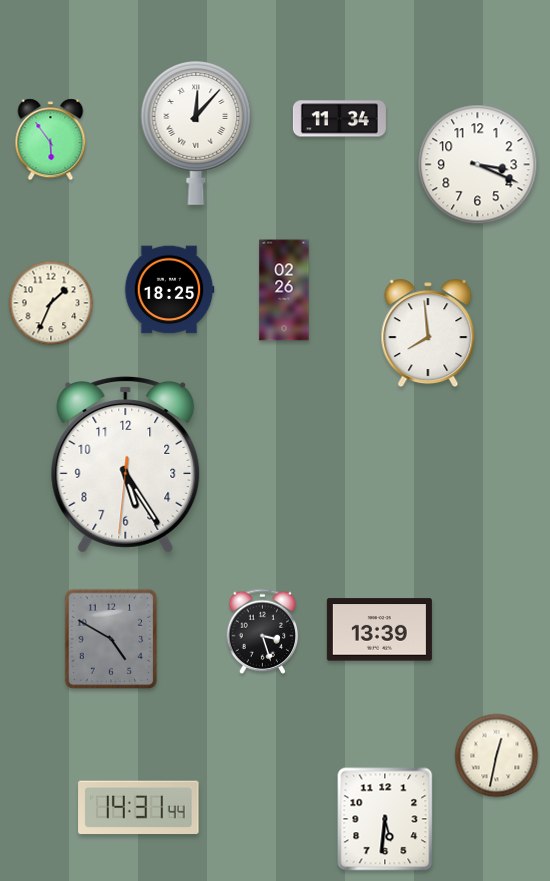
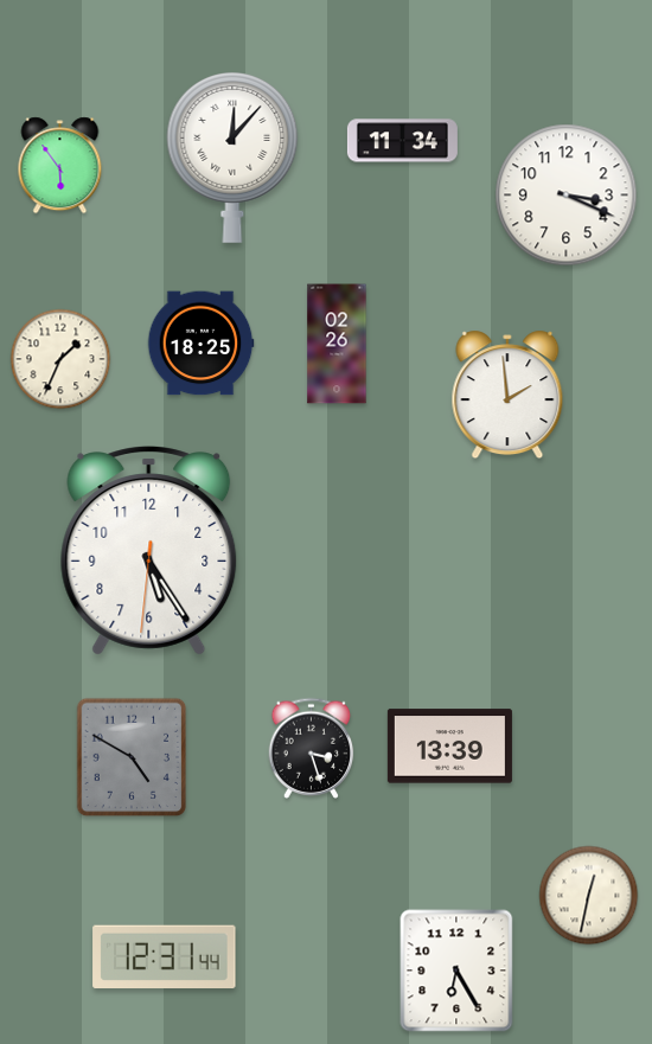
clock at (428, 333): 7:59 -> 1:59
clock at (139, 808): 14:31 -> 12:31
clock at (385, 819): 5:31 -> 6:25
